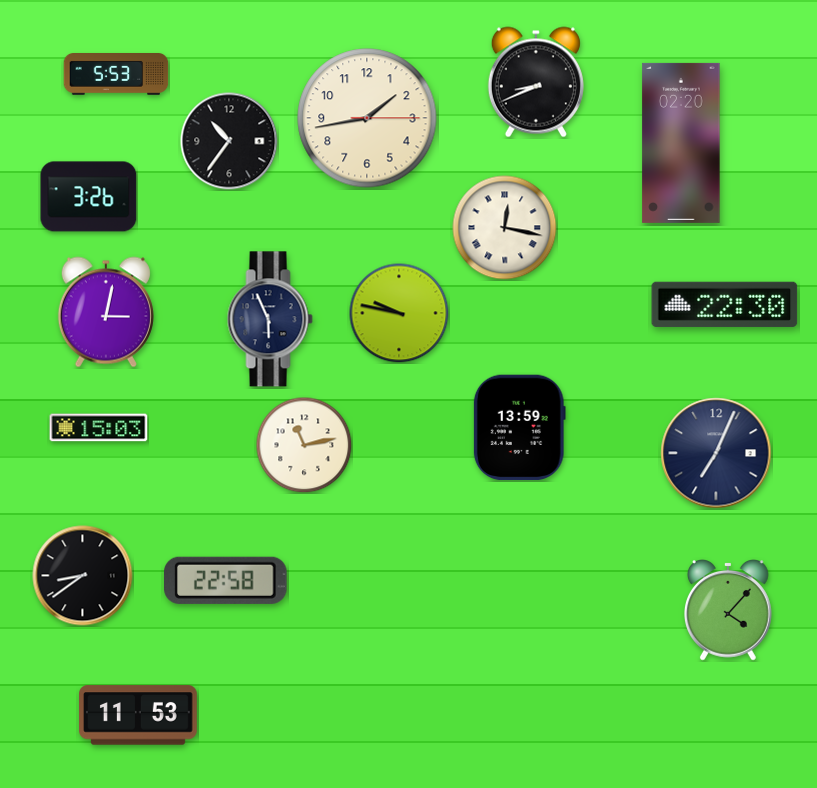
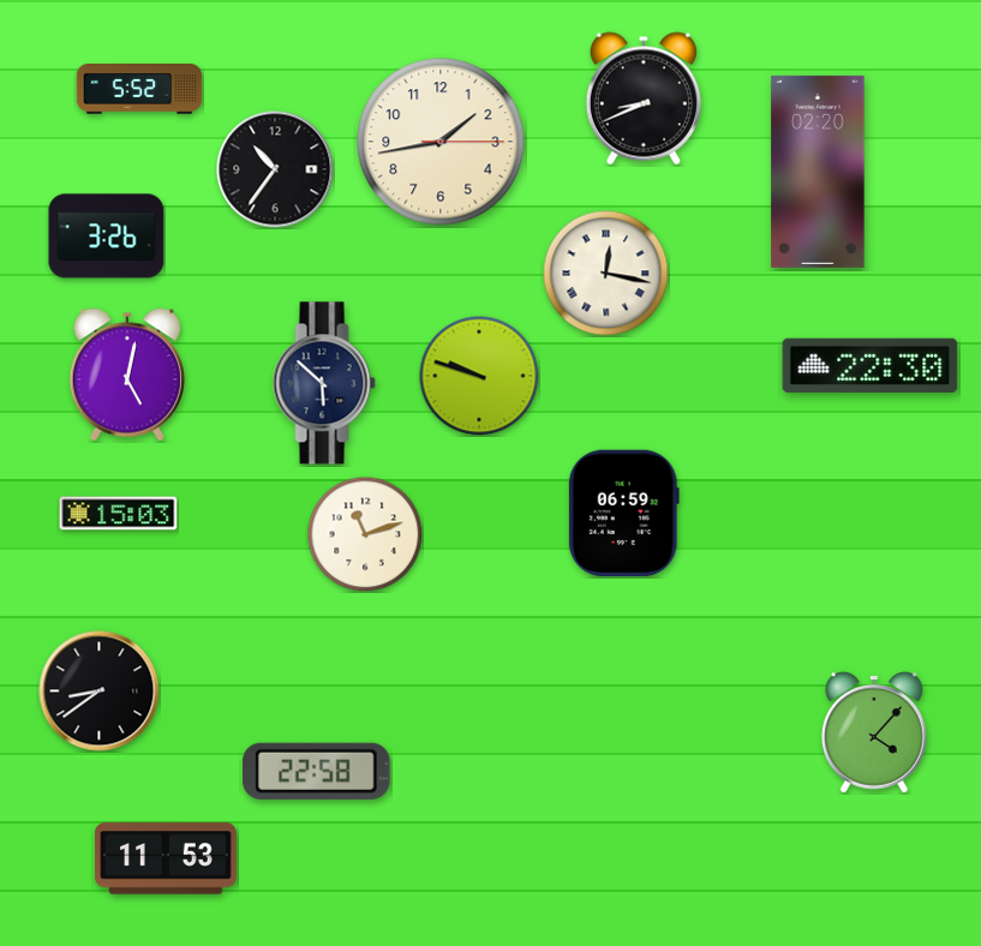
clock at (116, 75): 5:53 -> 5:52
clock at (106, 312): 3:02 -> 5:02
clock at (399, 313): 9:47 -> 9:48
clock at (270, 319): 5:56 -> 5:52
clock at (519, 428): 13:59 -> 06:59
clock at (304, 445): 11:13 -> 11:12
clock at (716, 453): 7:04 -> none
clock at (226, 580) position: (226, 580) -> (317, 771)
